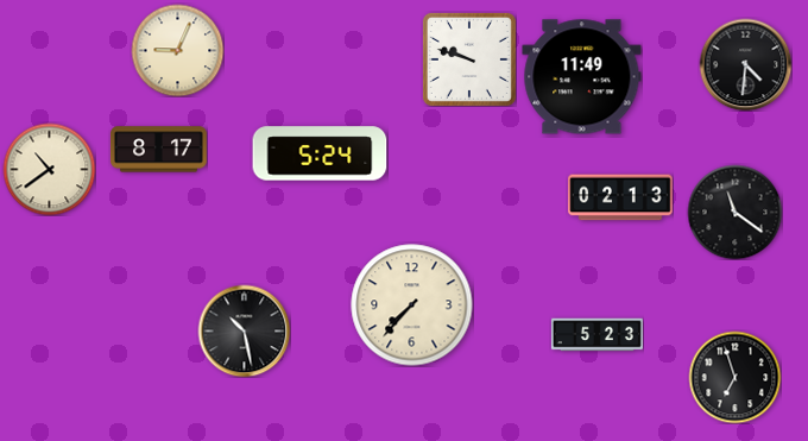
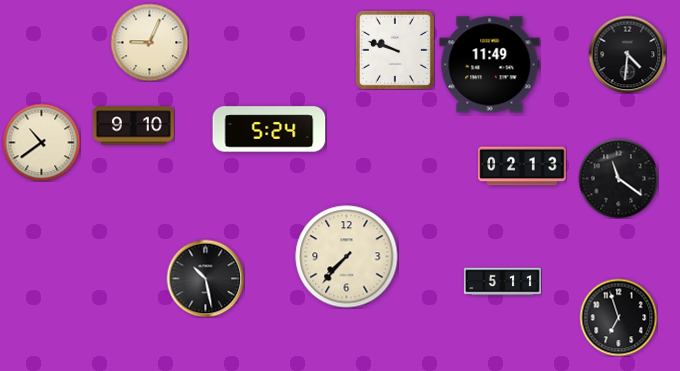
clock at (158, 150): 8:17 -> 9:10
clock at (596, 335): 5:23 -> 5:11
